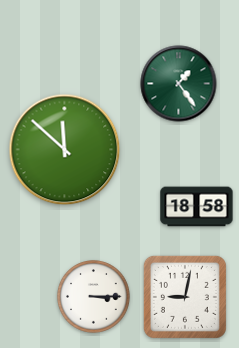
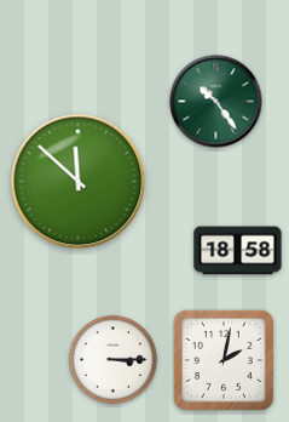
clock at (179, 84): 1:24 -> 10:24
clock at (185, 297): 9:02 -> 2:02
